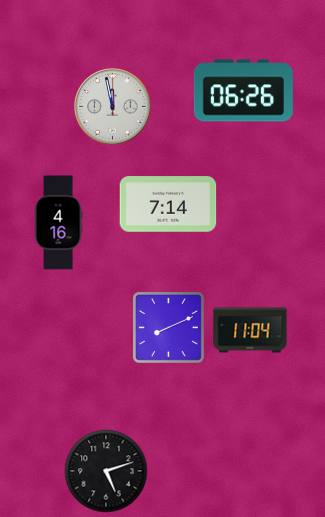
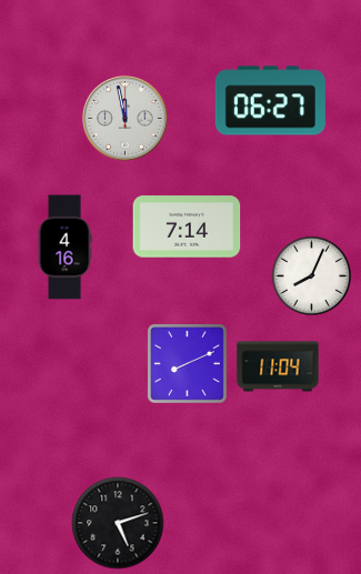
clock at (243, 91): 06:26 -> 06:27
clock at (311, 275): none -> 8:04
